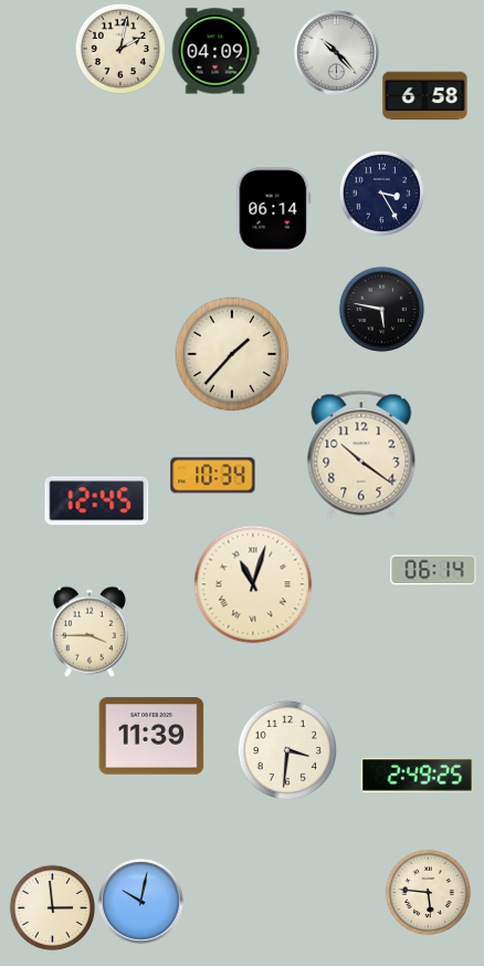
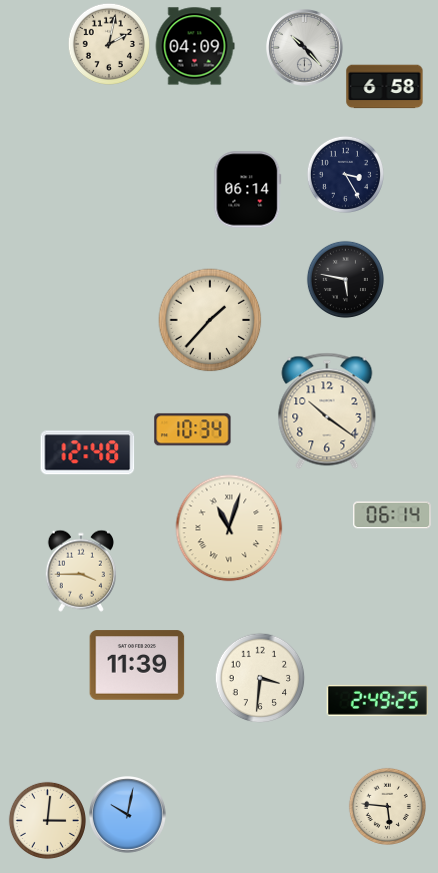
clock at (97, 501): 12:45 -> 12:48
clock at (52, 907): 2:59 -> 3:01
